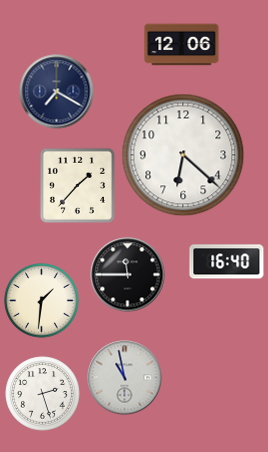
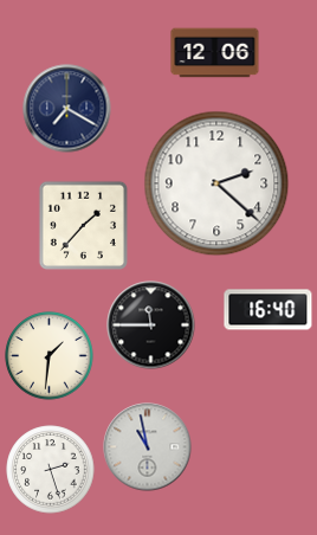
clock at (183, 155): 6:22 -> 2:22
clock at (77, 185) position: (77, 185) -> (83, 225)
clock at (43, 394) position: (43, 394) -> (51, 470)
